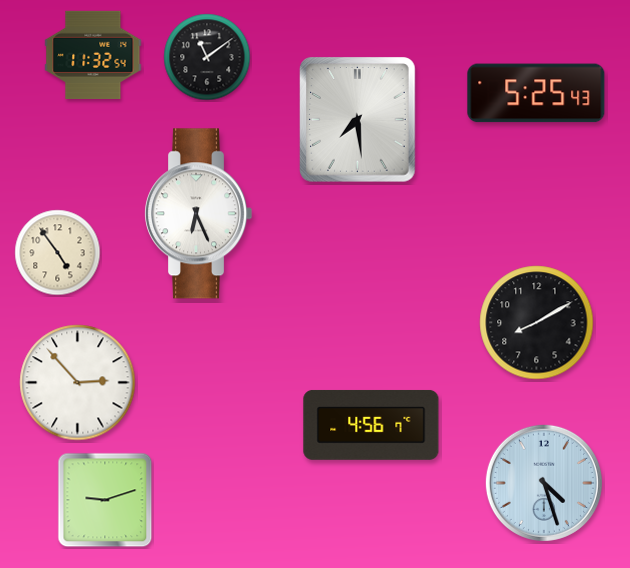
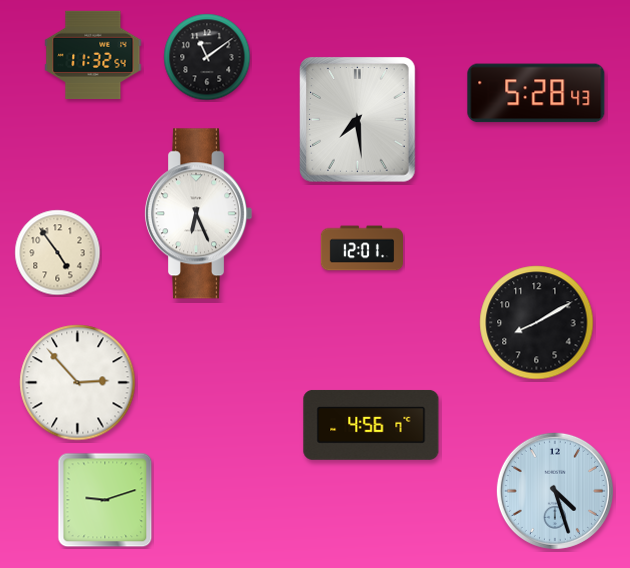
clock at (536, 93): 5:25 -> 5:28
clock at (361, 248): none -> 12:01
clock at (544, 483) position: (544, 483) -> (555, 491)
